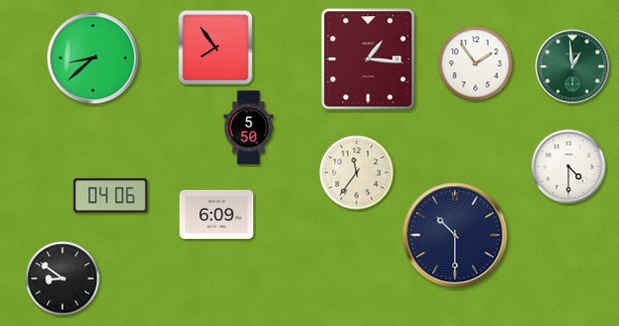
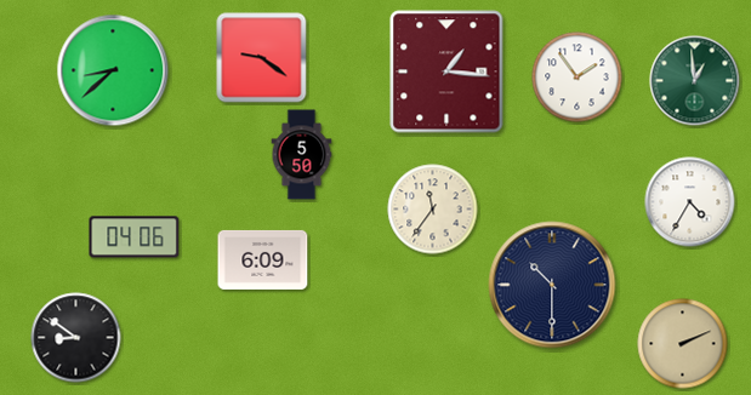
clock at (216, 48): 7:54 -> 9:21
clock at (569, 167): 4:30 -> 4:35
clock at (683, 344): none -> 2:11
